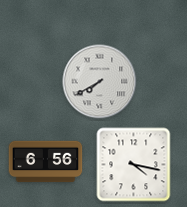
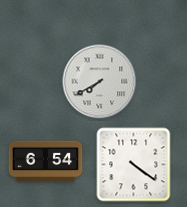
clock at (46, 162): 6:56 -> 6:54
clock at (134, 165): 4:17 -> 4:21
